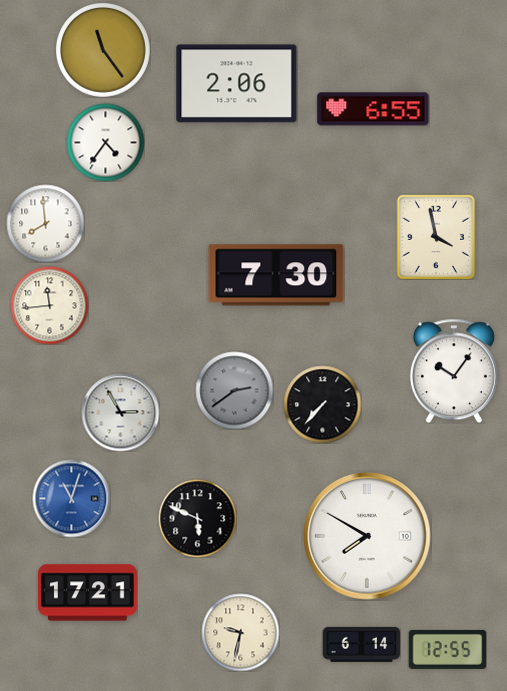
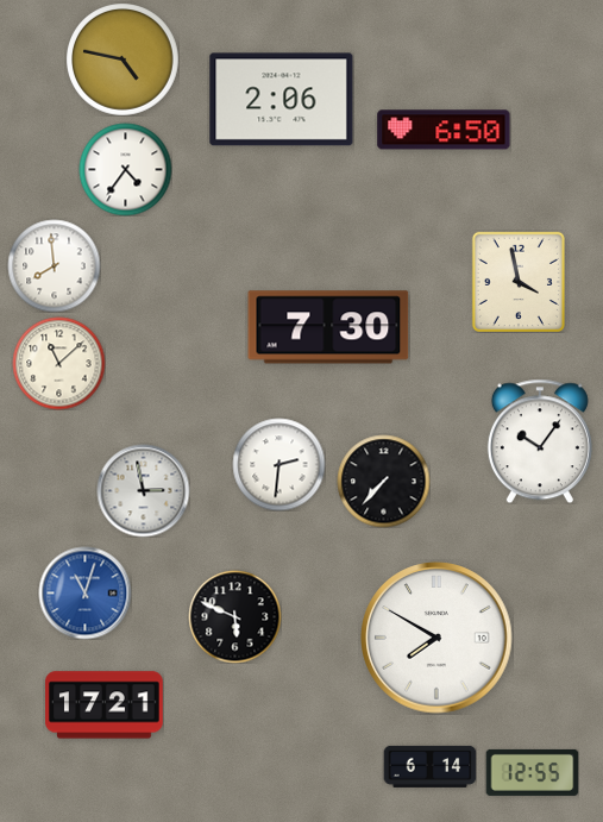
clock at (103, 50): 11:24 -> 4:47
clock at (373, 109): 6:55 -> 6:50
clock at (49, 305): 11:44 -> 11:08
clock at (234, 390): 2:39 -> 2:31
clock at (234, 390) dial: grey -> white
clock at (120, 412): 2:55 -> 2:58
clock at (240, 632): 9:32 -> none
